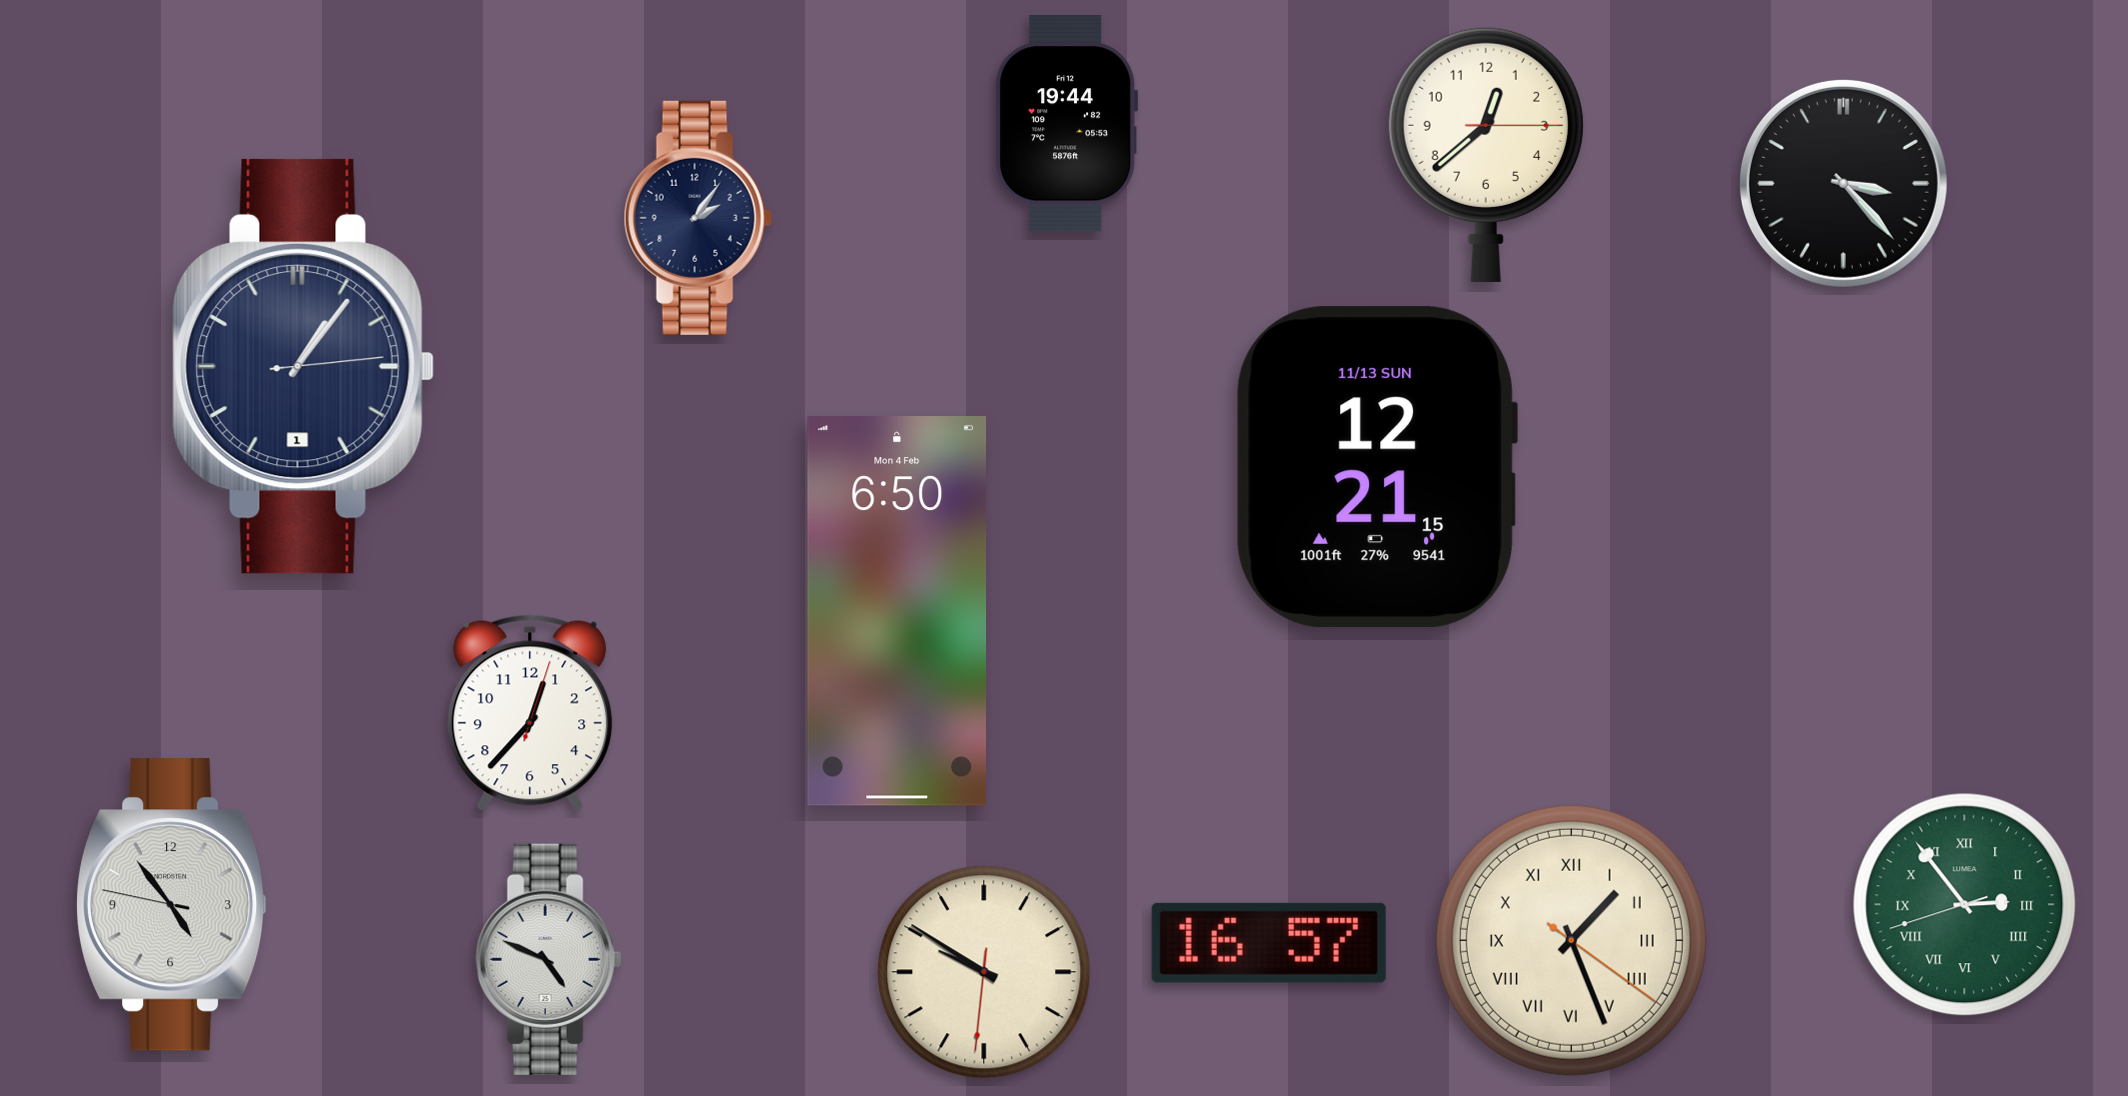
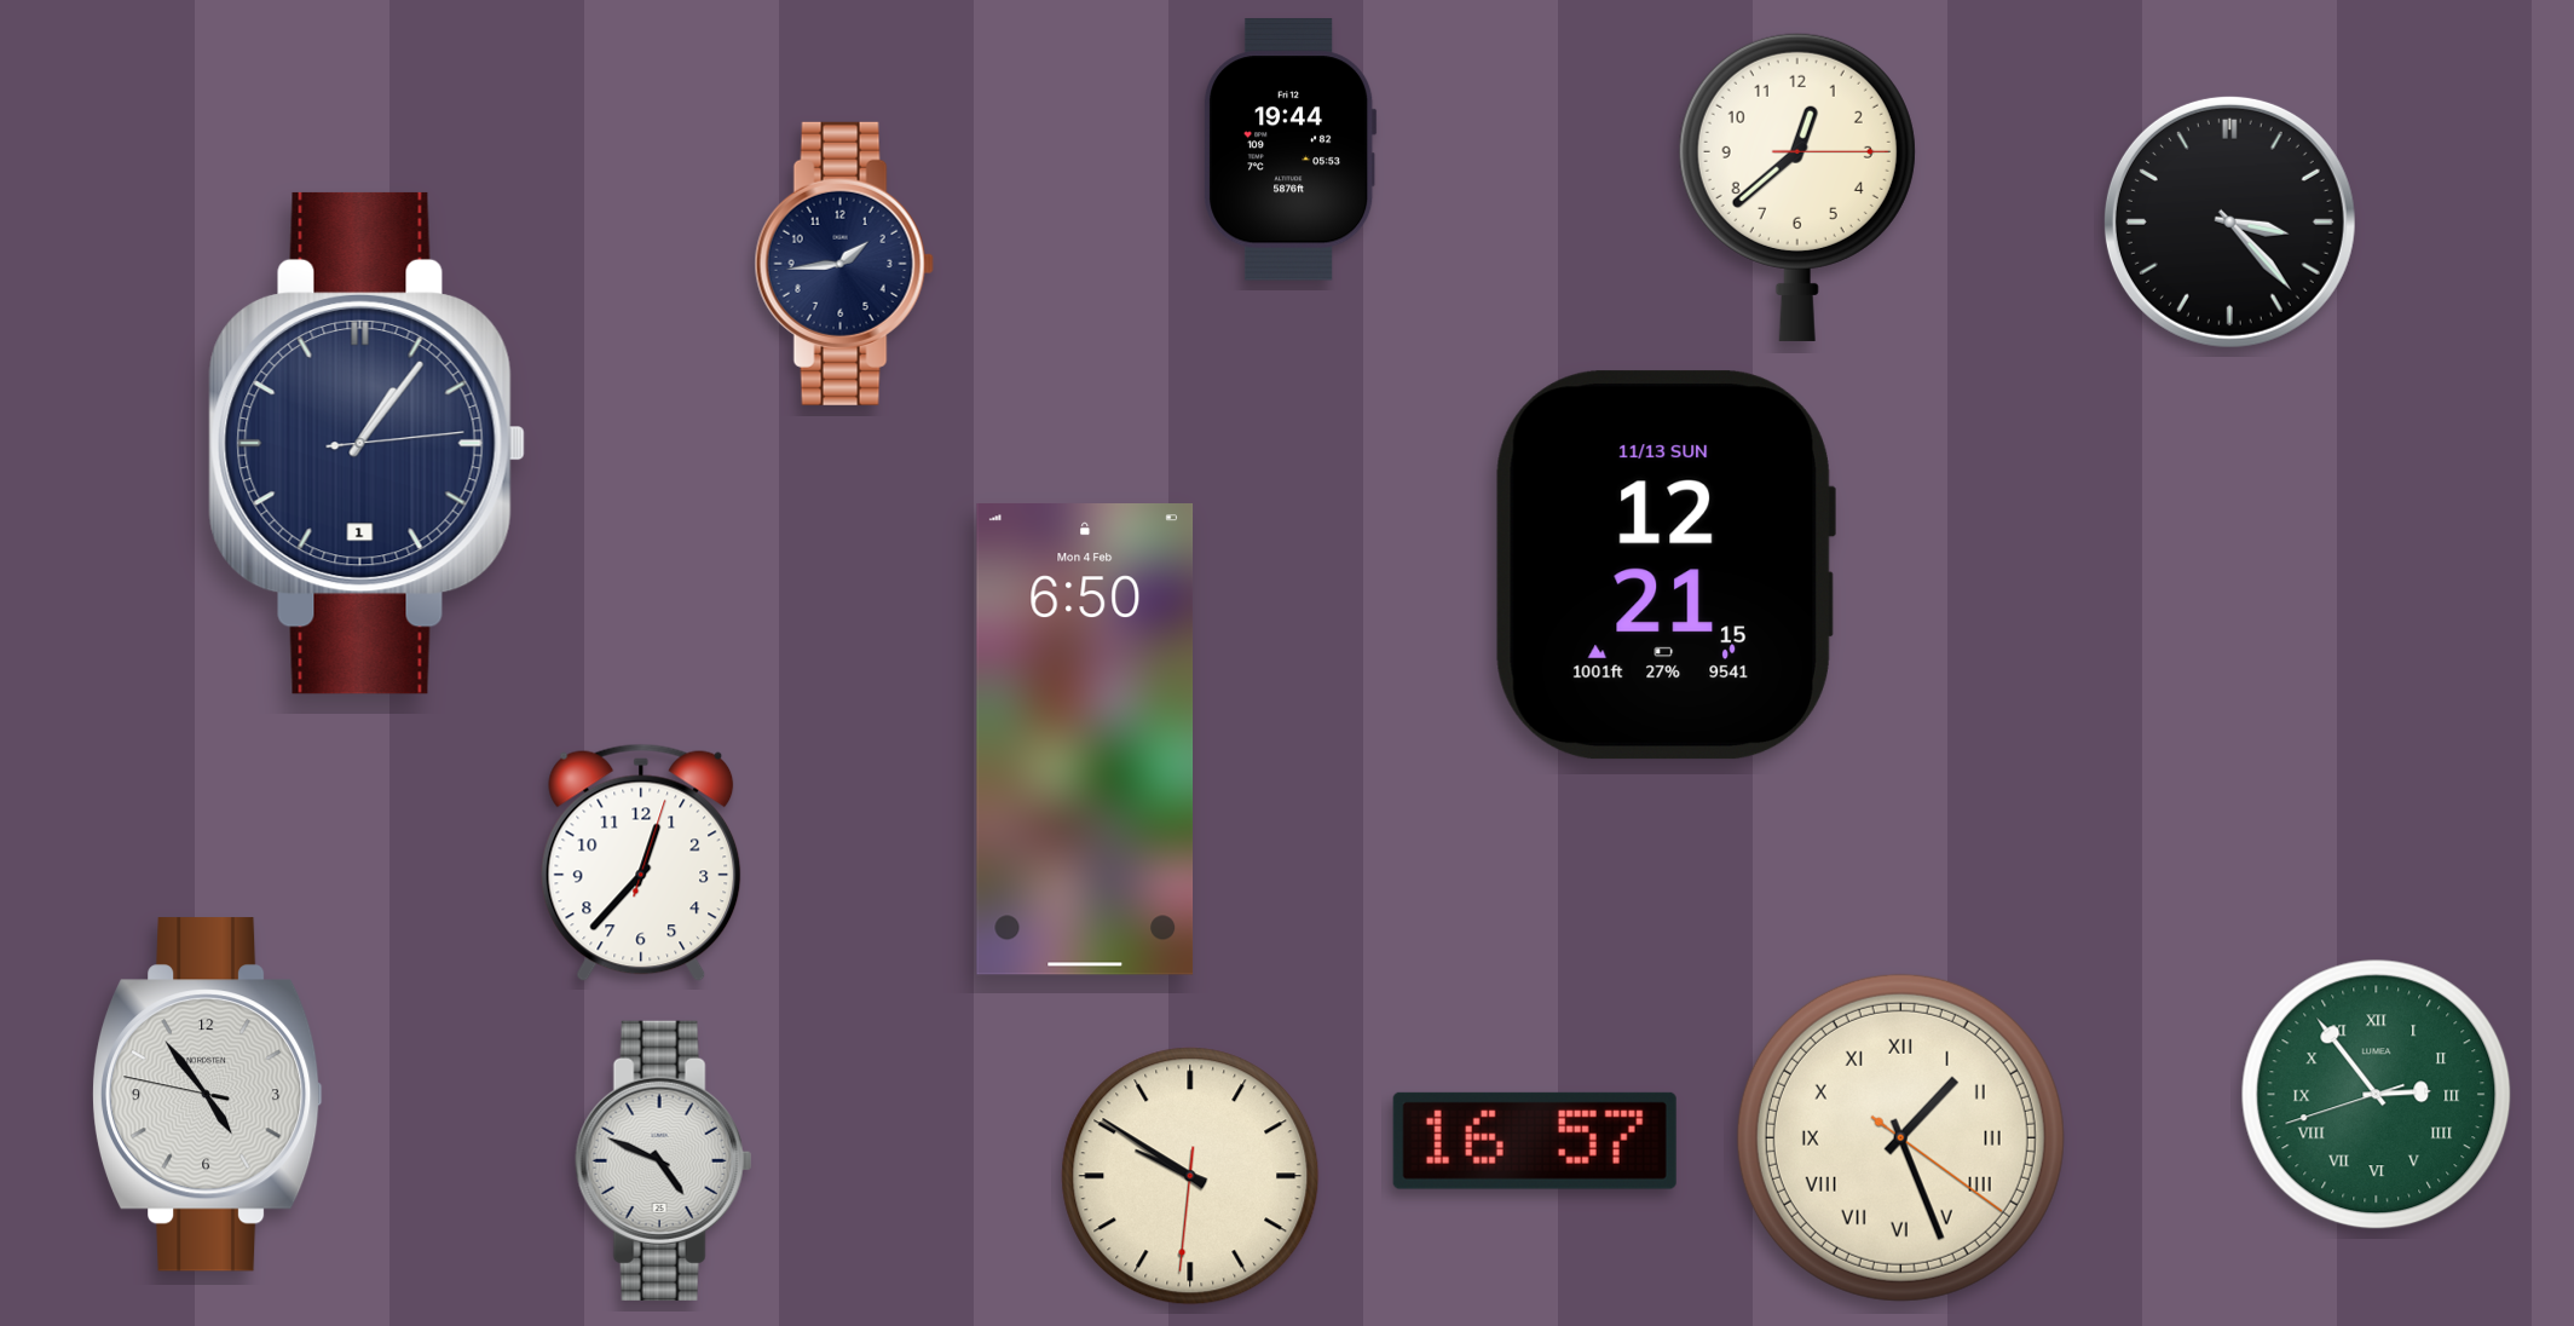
clock at (698, 218): 2:06 -> 1:44
